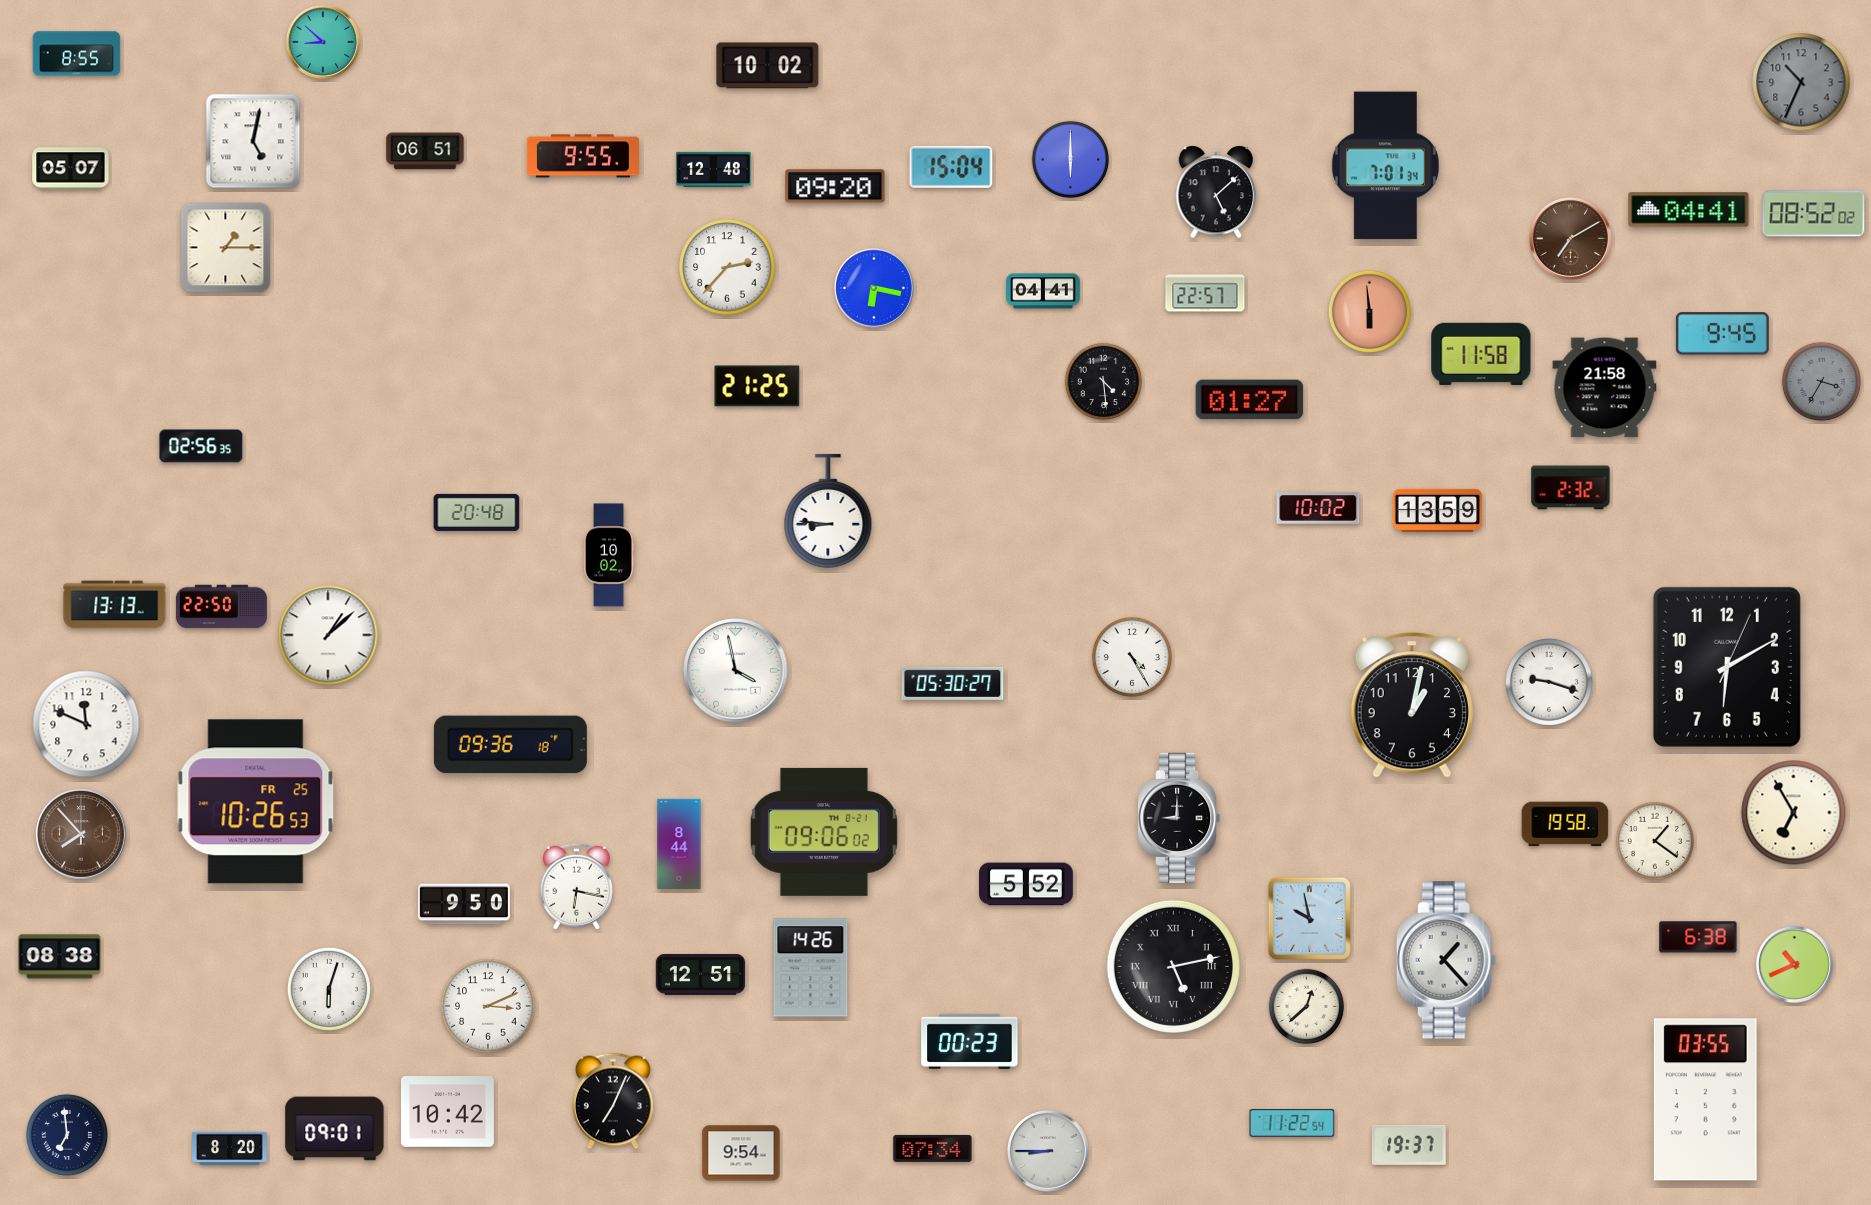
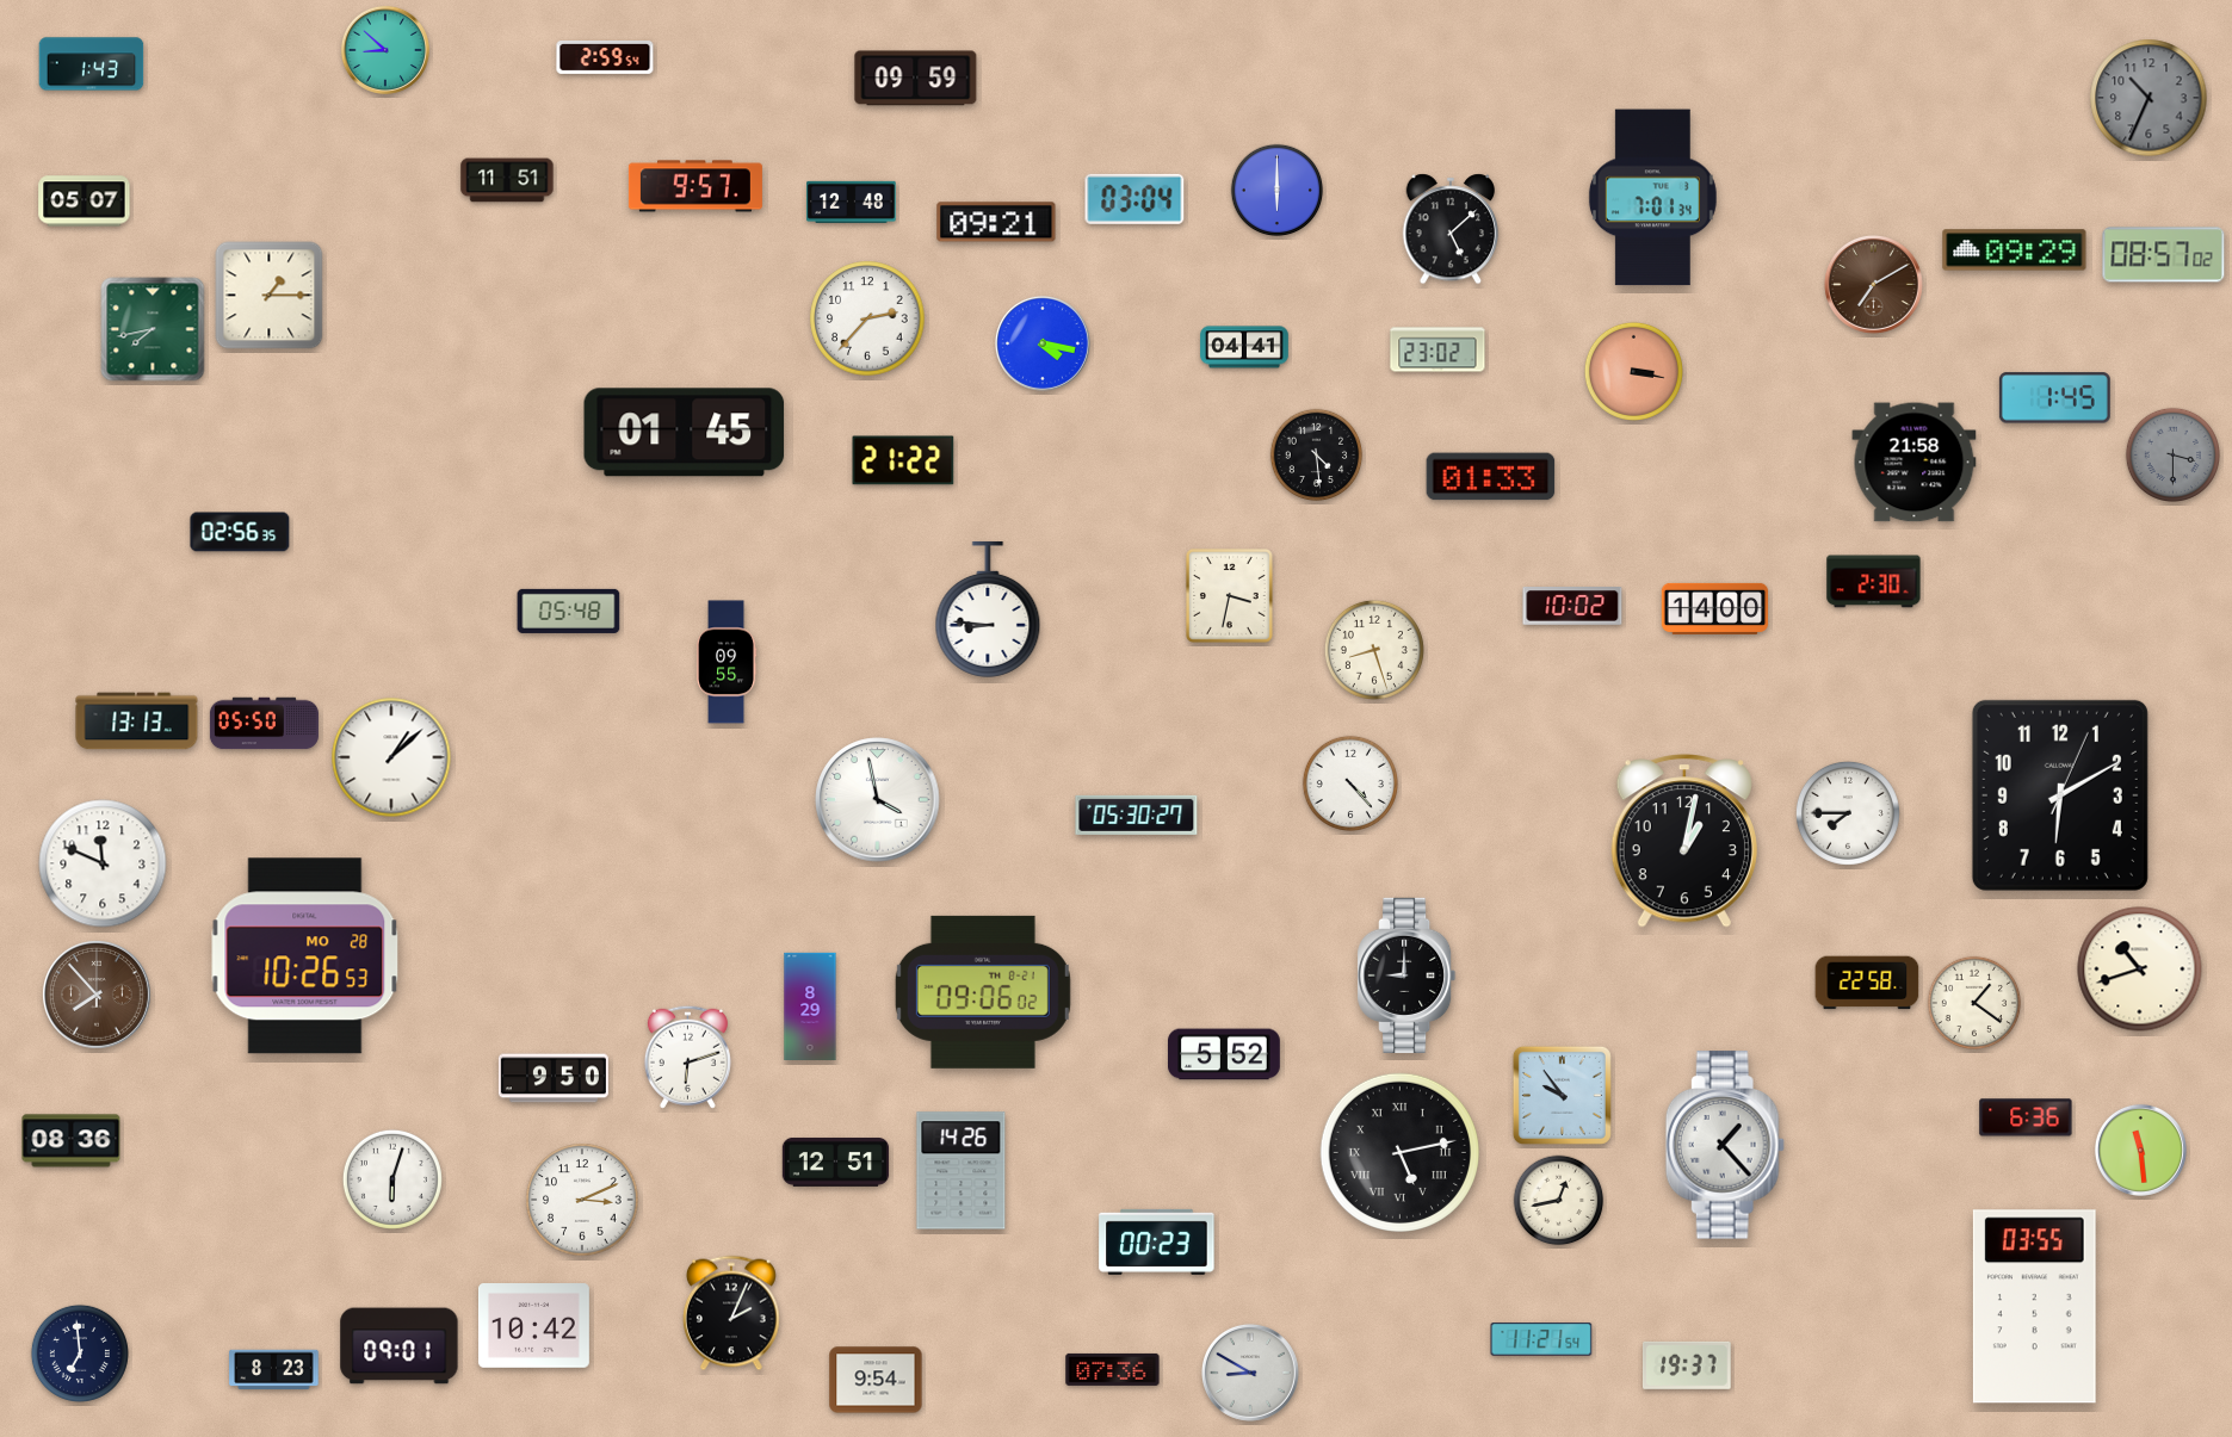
clock at (605, 58): none -> 2:59
clock at (77, 54): 8:55 -> 1:43
clock at (768, 66): 10:02 -> 09:59
clock at (253, 141): 5:02 -> none
clock at (425, 151): 06:51 -> 11:51
clock at (583, 156): 9:55 -> 9:57
clock at (951, 167): 15:04 -> 03:04
clock at (835, 186): 09:20 -> 09:21
clock at (1689, 210): 04:41 -> 09:29
clock at (1814, 214): 08:52 -> 08:57
clock at (153, 329): none -> 7:43
clock at (874, 288): 6:17 -> 4:17
clock at (1205, 293): 22:57 -> 23:02
clock at (1369, 311): 5:59 -> 3:17
clock at (1722, 334): 9:45 -> 1:45
clock at (1481, 354): 11:58 -> none
clock at (685, 433): none -> 01:45
clock at (1821, 381): 3:35 -> 3:30
clock at (757, 386): 21:25 -> 21:22
clock at (1250, 400): 01:27 -> 01:33
clock at (1571, 488): 2:32 -> 2:30
clock at (1229, 595): none -> 3:32
clock at (1438, 510): 13:59 -> 14:00
clock at (477, 512): 20:48 -> 05:48
clock at (1374, 650): none -> 8:27
clock at (609, 555): 10:02 -> 09:55
clock at (221, 607): 22:50 -> 05:50
clock at (1131, 656): 4:25 -> 4:23
clock at (1549, 682): 9:18 -> 7:45
clock at (510, 745): 09:36 -> none
clock at (256, 802) date: FR 25 -> MO 28
clock at (1794, 813): 6:55 -> 10:42
clock at (1565, 824): 19:58 -> 22:58
clock at (679, 843): 8:44 -> 8:29
clock at (576, 886): 6:17 -> 6:12
clock at (1309, 918): 9:58 -> 9:54
clock at (1698, 937): 6:38 -> 6:36
clock at (60, 957): 08:38 -> 08:36
clock at (1794, 964): 10:41 -> 11:29
clock at (811, 968) position: (811, 968) -> (962, 1171)
clock at (1307, 1007): 12:38 -> 12:43
clock at (1705, 1100) position: (1705, 1100) -> (2034, 1307)
clock at (613, 1101): 7:04 -> 2:04
clock at (1292, 1124): 11:22 -> 11:21
clock at (1410, 1145) position: (1410, 1145) -> (1688, 1365)
clock at (933, 1148): 07:34 -> 07:36
clock at (230, 1149): 8:20 -> 8:23
clock at (1048, 1151): 8:45 -> 8:50
clock at (741, 1153) position: (741, 1153) -> (876, 1380)
